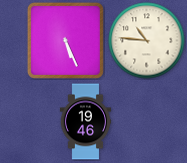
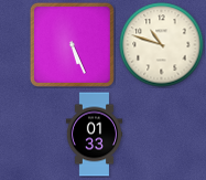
clock at (147, 41): 10:46 -> 10:48
clock at (86, 122): 19:46 -> 01:33
